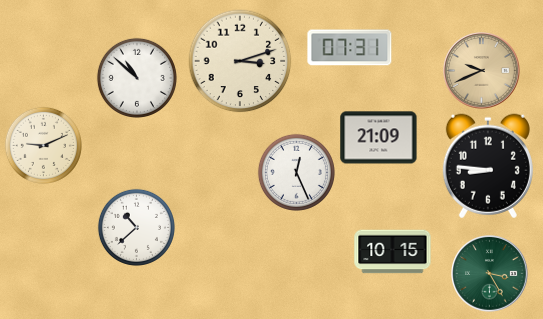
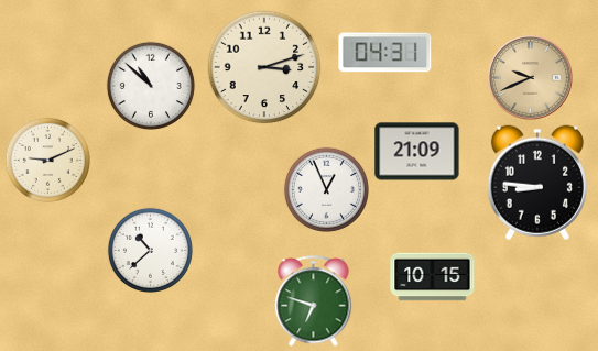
clock at (350, 48): 07:31 -> 04:31
clock at (296, 172): 12:26 -> 12:56
clock at (314, 301): none -> 6:48
clock at (490, 274): 3:25 -> none
